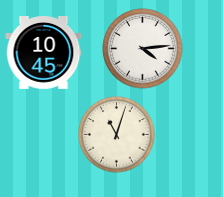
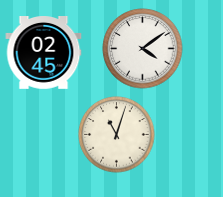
clock at (143, 49): 4:14 -> 4:09
clock at (44, 53): 10:45 -> 02:45
